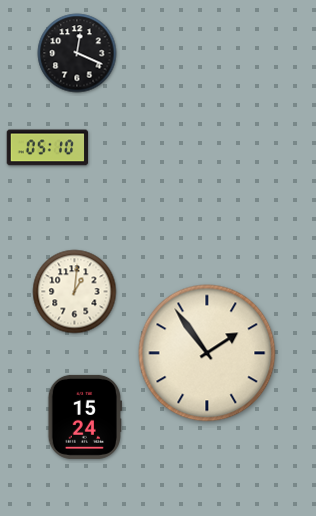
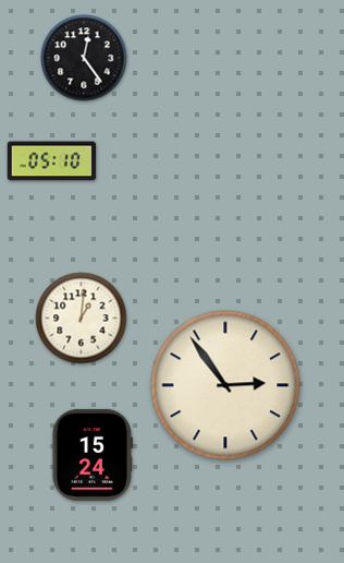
clock at (77, 53): 12:19 -> 12:24
clock at (207, 353): 1:54 -> 2:54
